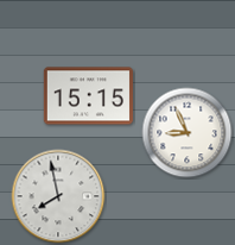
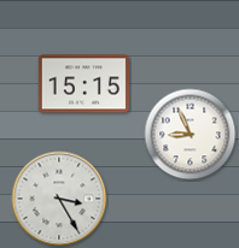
clock at (88, 96) position: (88, 96) -> (83, 84)
clock at (58, 196): 7:58 -> 3:25
